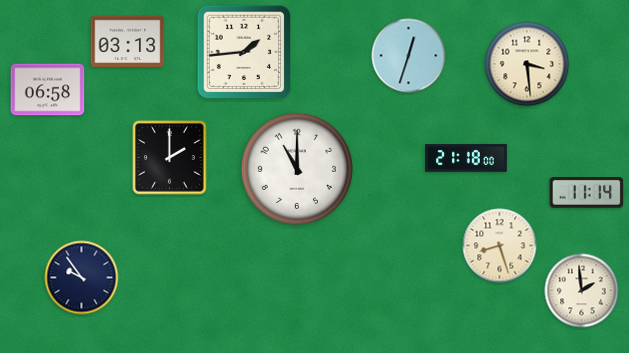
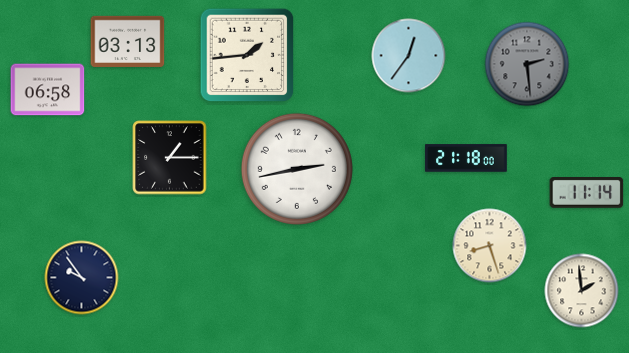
clock at (244, 52) position: (244, 52) -> (247, 55)
clock at (409, 56): 12:33 -> 12:36
clock at (527, 64): 3:29 -> 2:29
clock at (527, 64) dial: cream -> grey
clock at (170, 158): 2:00 -> 1:15
clock at (297, 169): 11:00 -> 2:43
clock at (500, 246) position: (500, 246) -> (490, 246)
